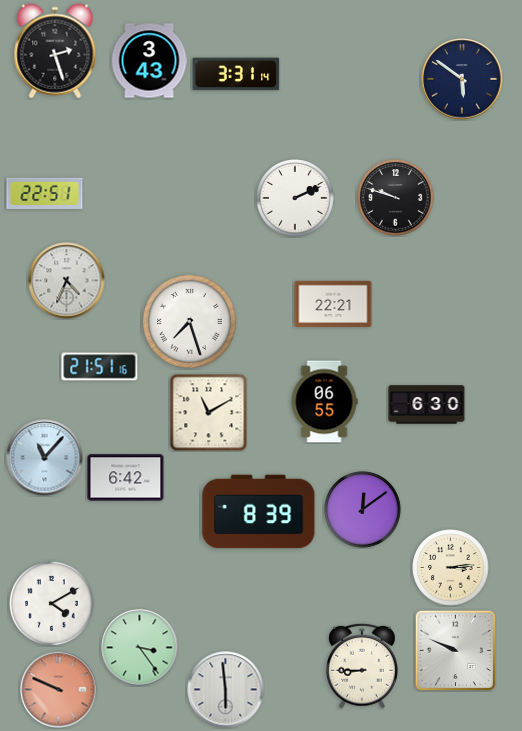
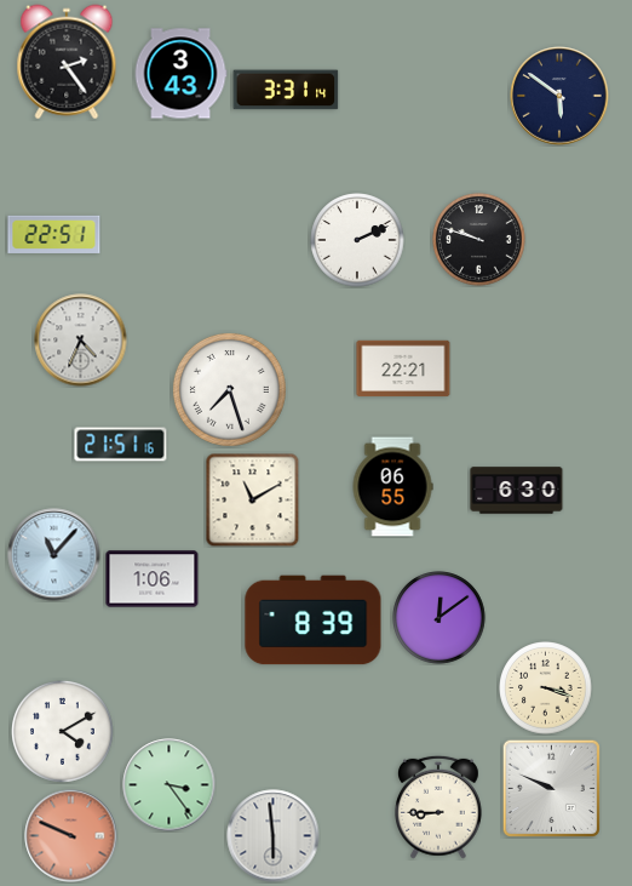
clock at (55, 51): 2:27 -> 2:24
clock at (126, 478): 6:42 -> 1:06
clock at (451, 568): 3:14 -> 3:18
